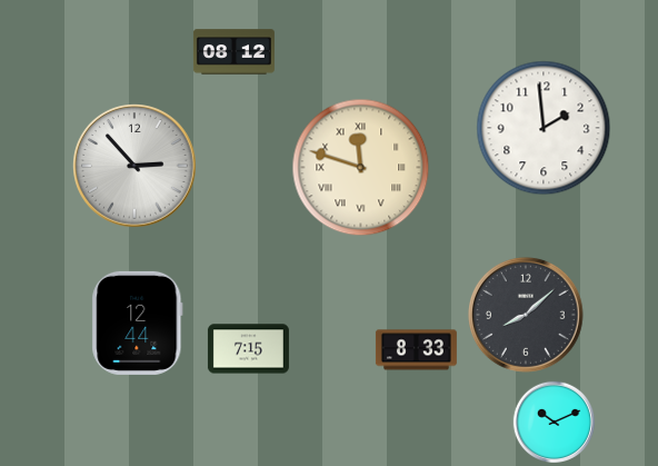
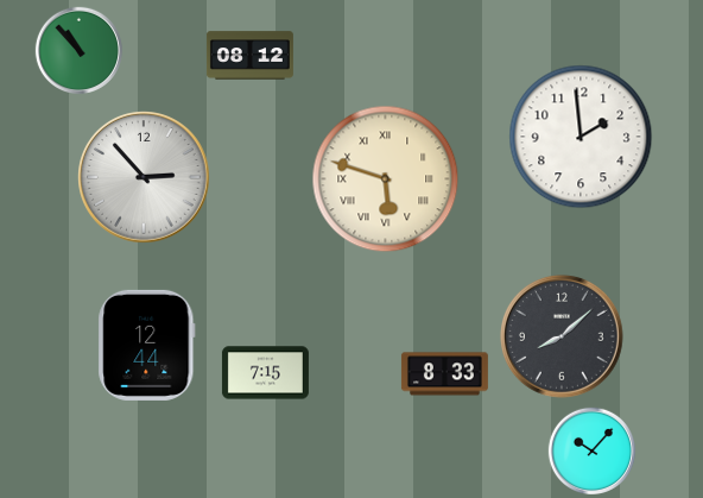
clock at (78, 50): none -> 10:53
clock at (361, 168): 11:48 -> 5:48
clock at (554, 422): 10:11 -> 10:07
